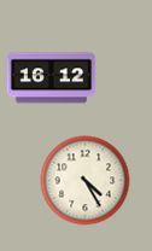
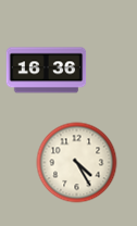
clock at (52, 78): 16:12 -> 16:36
